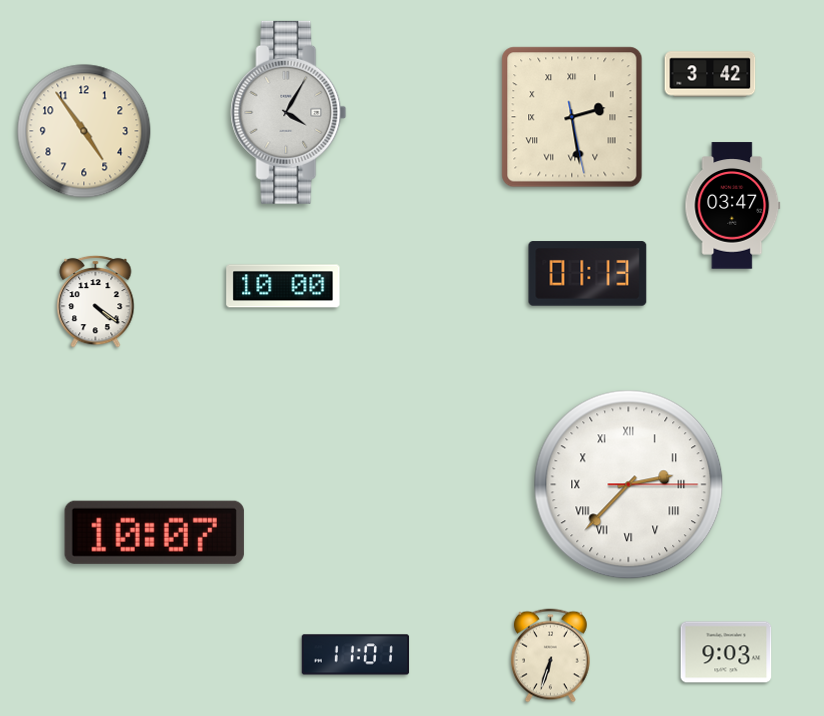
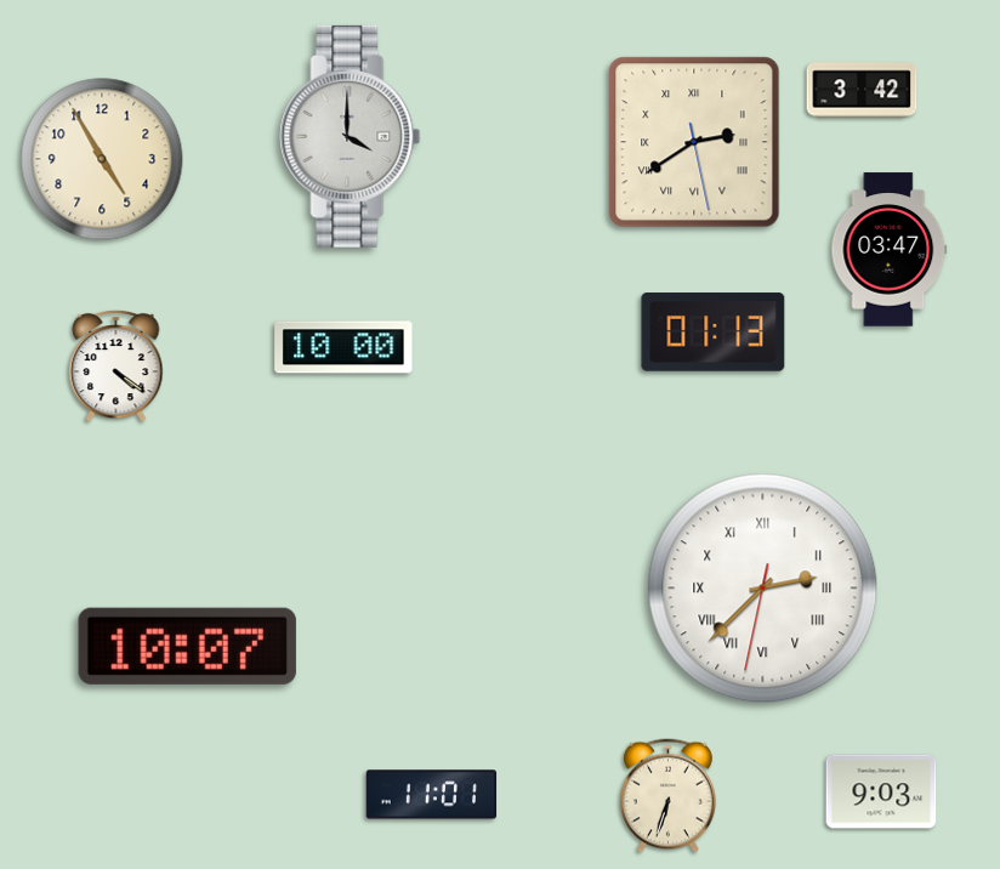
clock at (289, 112): 4:05 -> 4:00
clock at (572, 117): 2:28 -> 2:39
clock at (84, 131): 4:54 -> 4:55
clock at (629, 485): 2:37:15 -> 2:37:32
